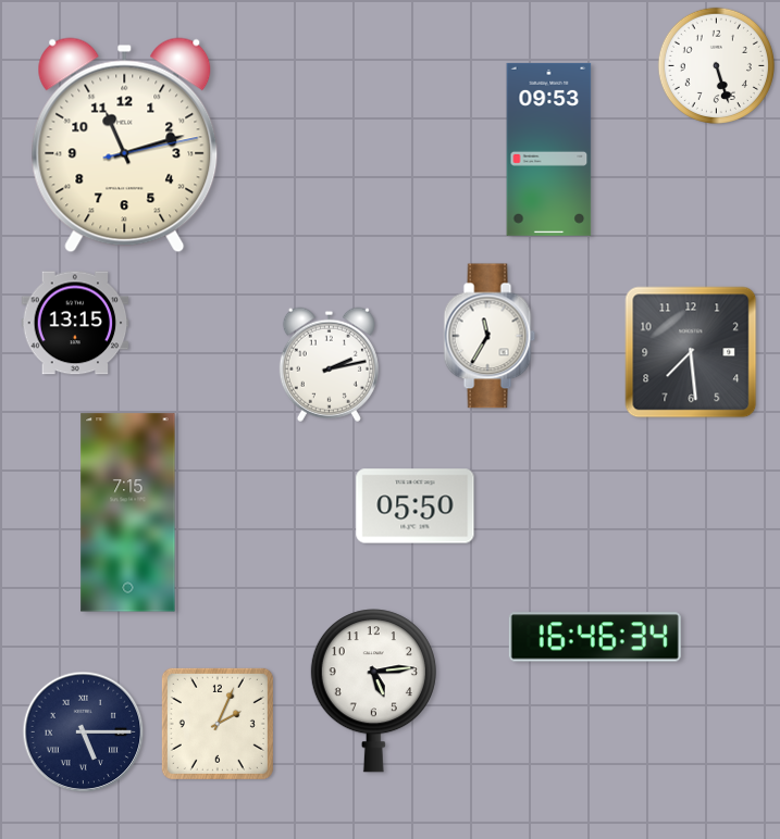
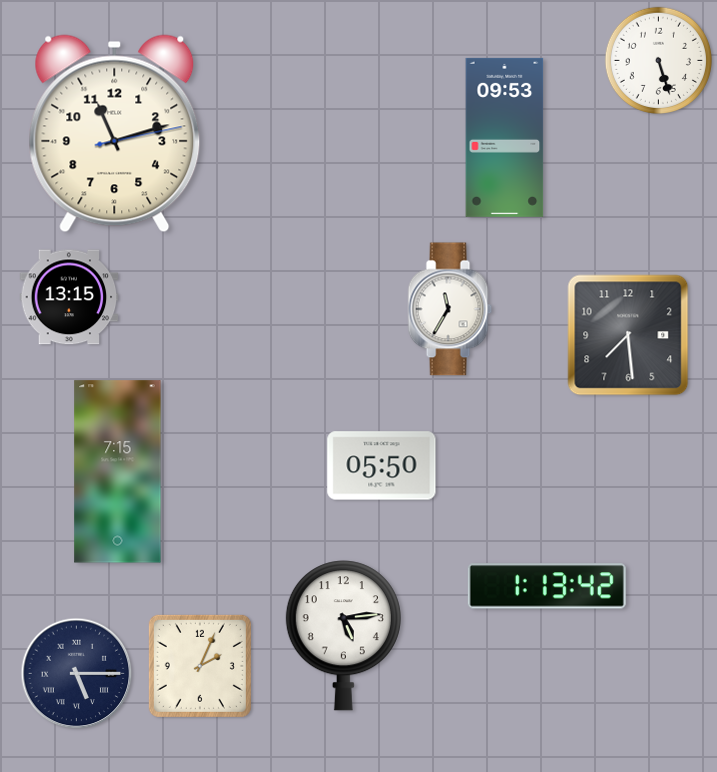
clock at (691, 352) position: (691, 352) -> (628, 335)
clock at (329, 364): 2:13 -> none
clock at (595, 637): 16:46 -> 1:13
